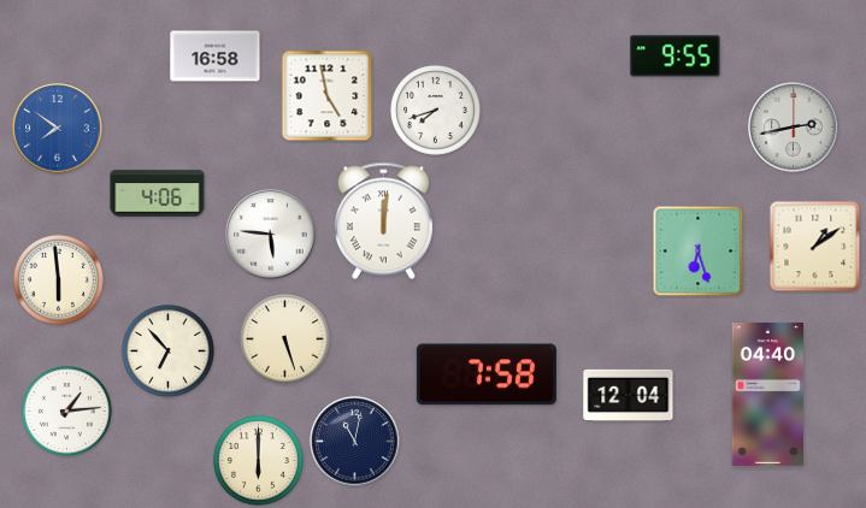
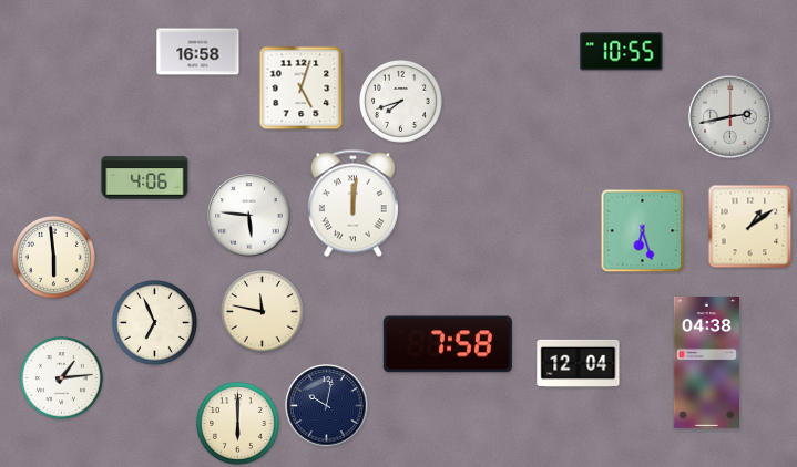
clock at (676, 57): 9:55 -> 10:55
clock at (328, 96): 4:58 -> 5:03
clock at (58, 129): 7:51 -> none
clock at (284, 338): 5:27 -> 11:47
clock at (167, 350): 6:53 -> 6:56
clock at (768, 394): 04:40 -> 04:38
clock at (355, 442): 11:02 -> 10:02
